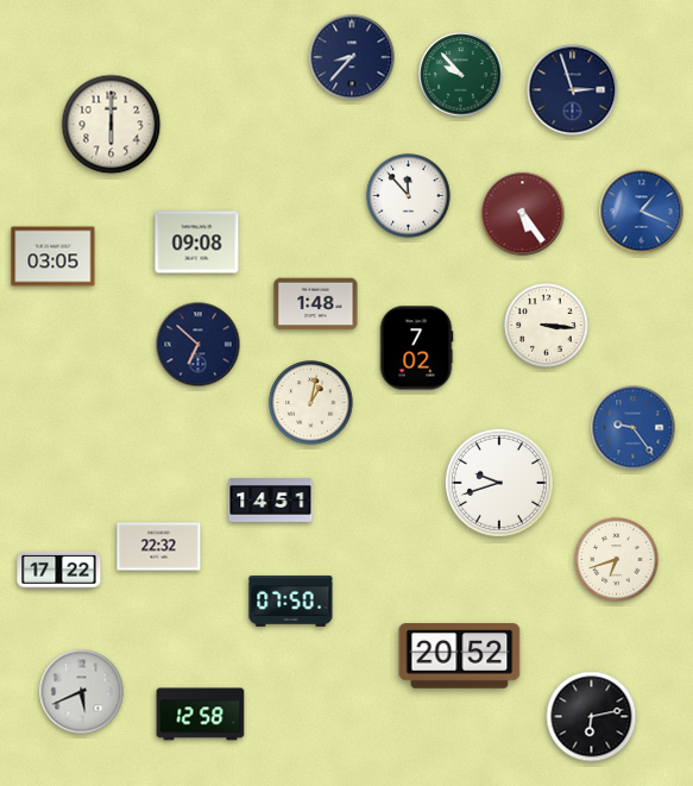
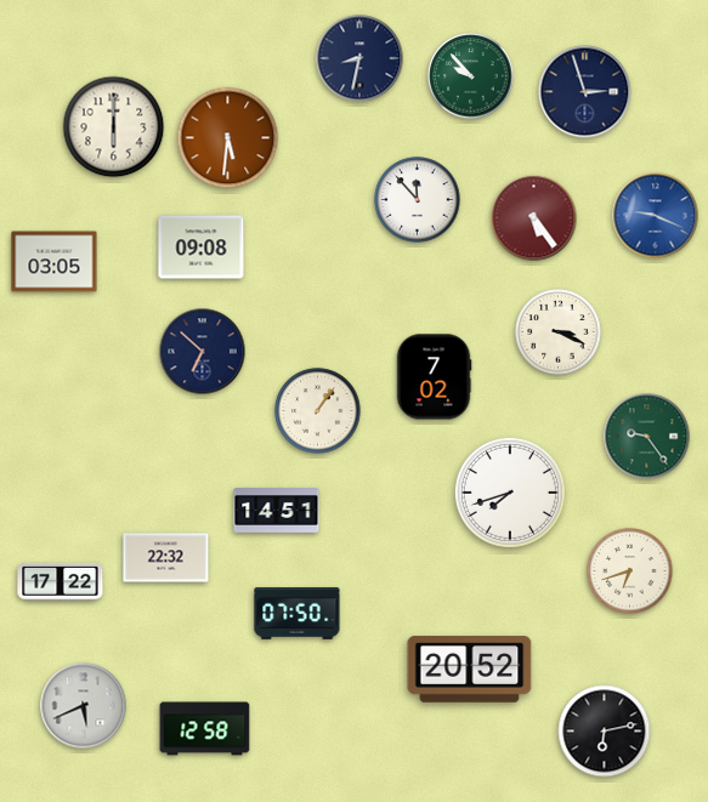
clock at (352, 57): 8:37 -> 8:32
clock at (228, 138): none -> 5:31
clock at (642, 212): 1:19 -> 9:19
clock at (316, 304): 1:48 -> none
clock at (547, 326): 3:16 -> 3:19
clock at (416, 348) position: (416, 348) -> (434, 377)
clock at (311, 403): 1:02 -> 1:06
clock at (634, 428) dial: blue -> green
clock at (499, 483): 9:42 -> 7:42
clock at (159, 547) position: (159, 547) -> (166, 558)
